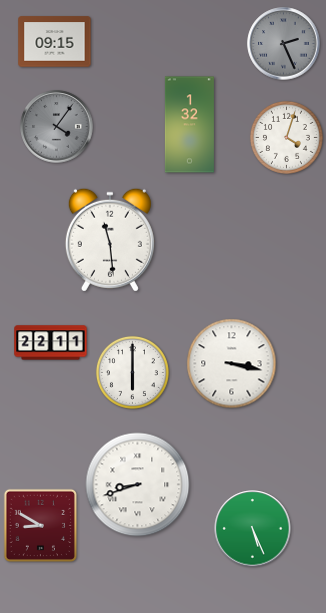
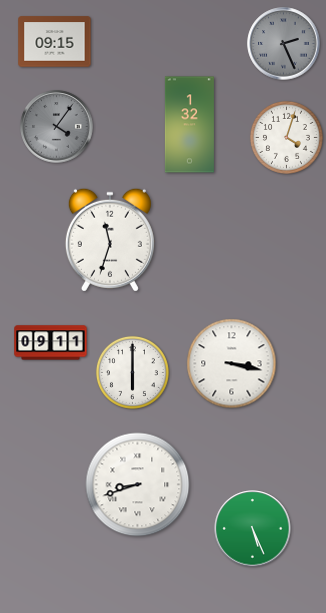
clock at (110, 240): 11:29 -> 11:33
clock at (51, 343): 22:11 -> 09:11
clock at (40, 525): 8:50 -> none
